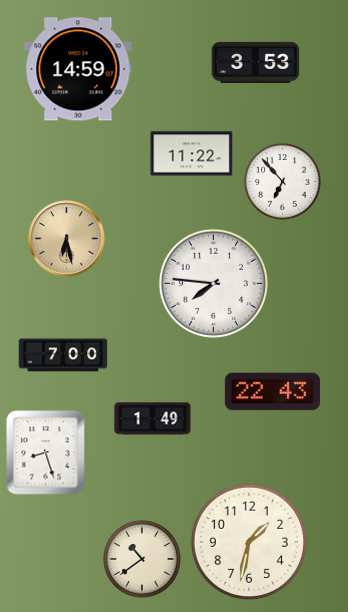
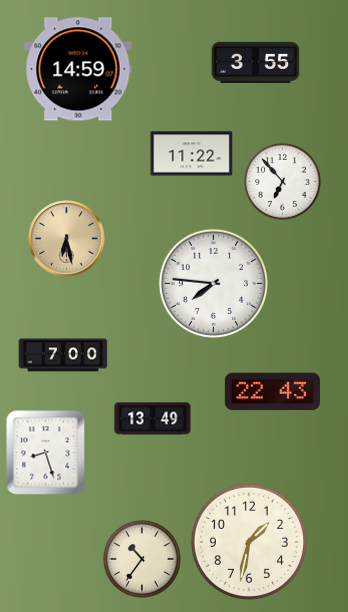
clock at (256, 62): 3:53 -> 3:55
clock at (153, 419): 1:49 -> 13:49
clock at (143, 560): 10:39 -> 10:36
